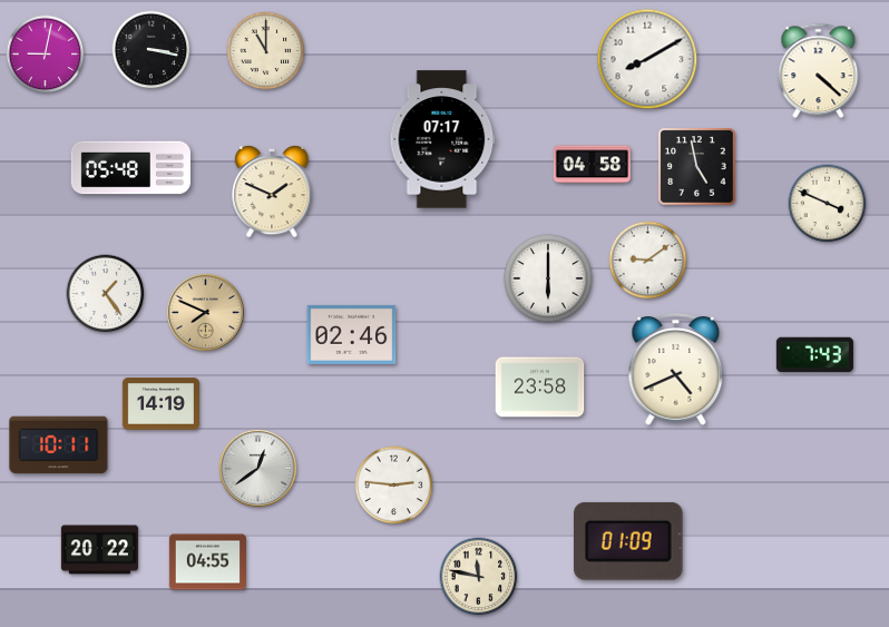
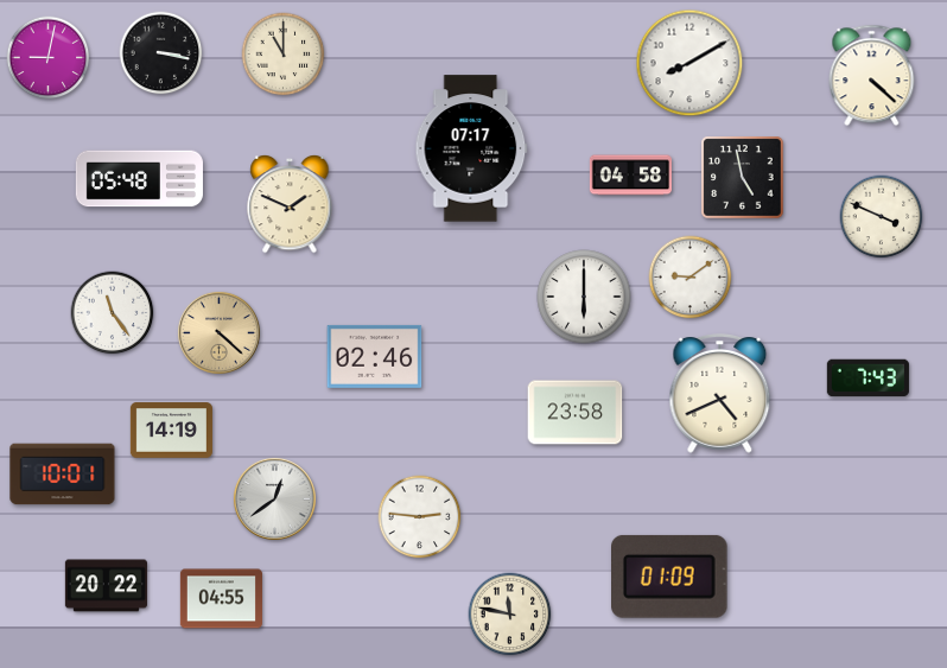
clock at (106, 294): 1:24 -> 11:24
clock at (205, 312): 7:49 -> 4:22
clock at (59, 445): 10:11 -> 10:01
